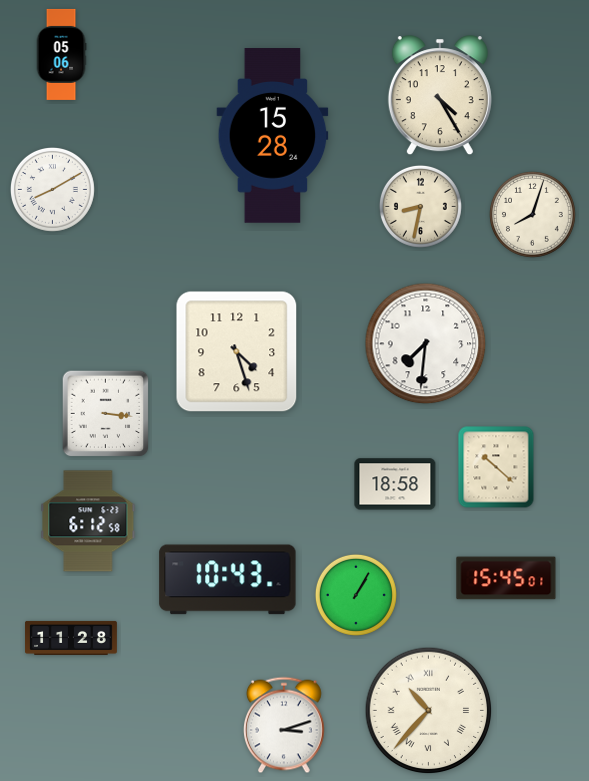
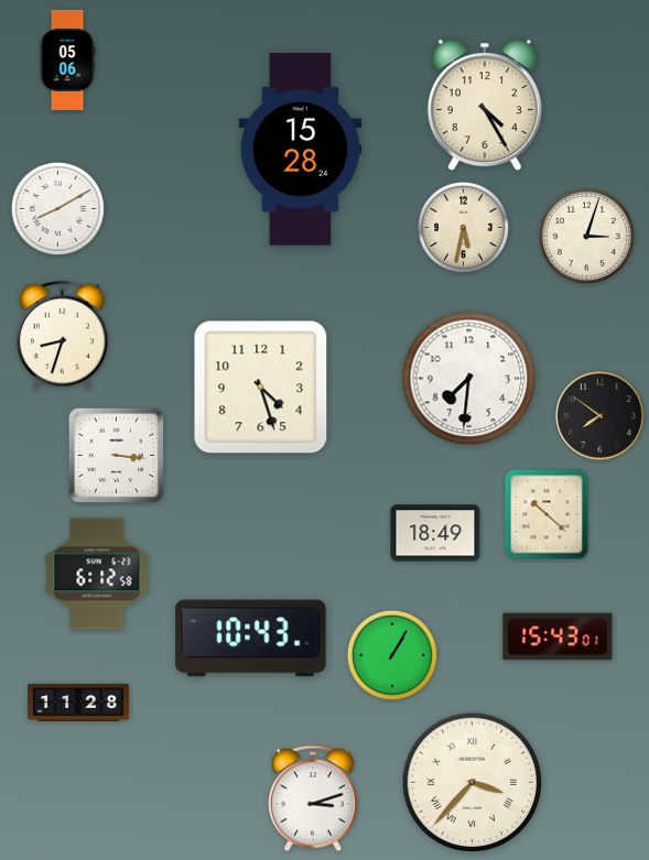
clock at (420, 206): 8:32 -> 5:32
clock at (533, 215): 8:03 -> 3:03
clock at (62, 336): none -> 8:33
clock at (601, 416): none -> 7:51
clock at (395, 484): 18:58 -> 18:49
clock at (506, 578): 15:45 -> 15:43
clock at (429, 711): 10:37 -> 3:37
